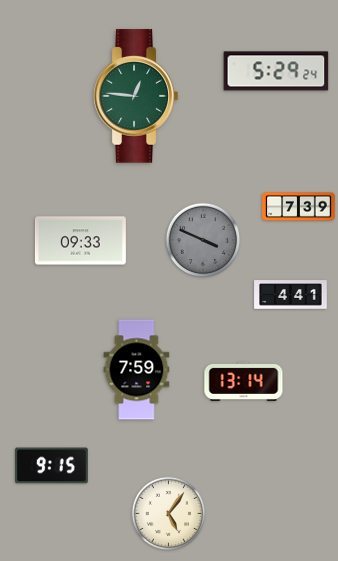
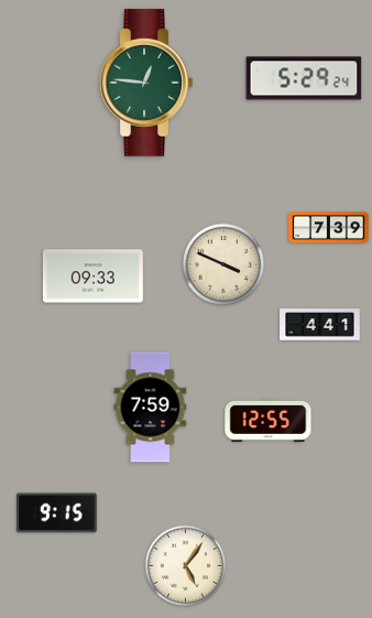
clock at (136, 96) position: (136, 96) -> (146, 83)
clock at (203, 240) dial: grey -> cream
clock at (80, 241) position: (80, 241) -> (92, 277)
clock at (244, 381): 13:14 -> 12:55
